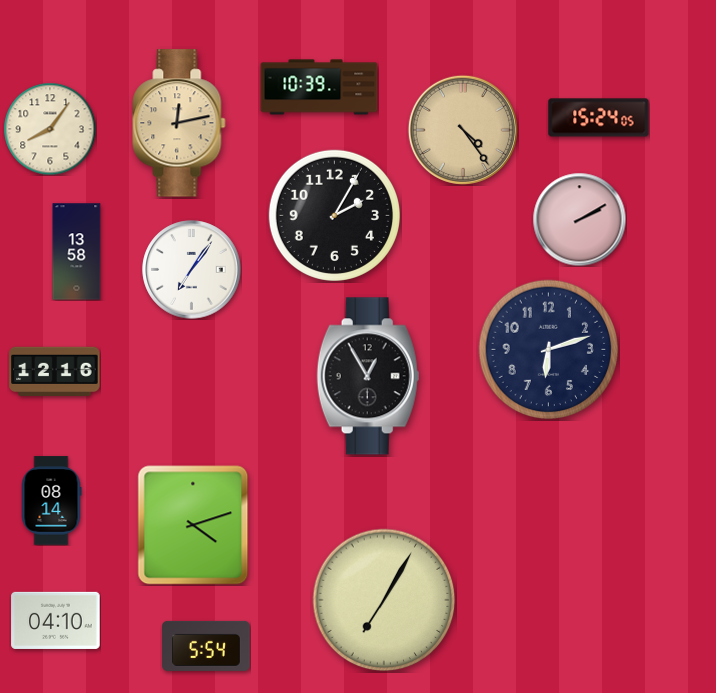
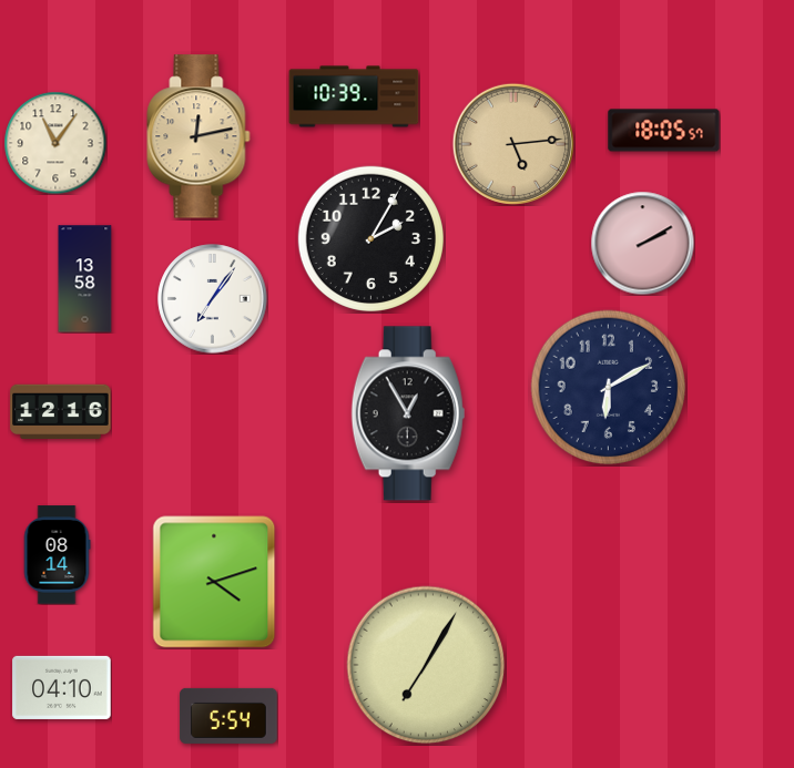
clock at (599, 118): 15:24 -> 18:05
clock at (50, 129): 8:06 -> 11:06
clock at (463, 130): 4:24 -> 5:14
clock at (549, 350): 6:12 -> 6:10
clock at (368, 376) position: (368, 376) -> (408, 413)
